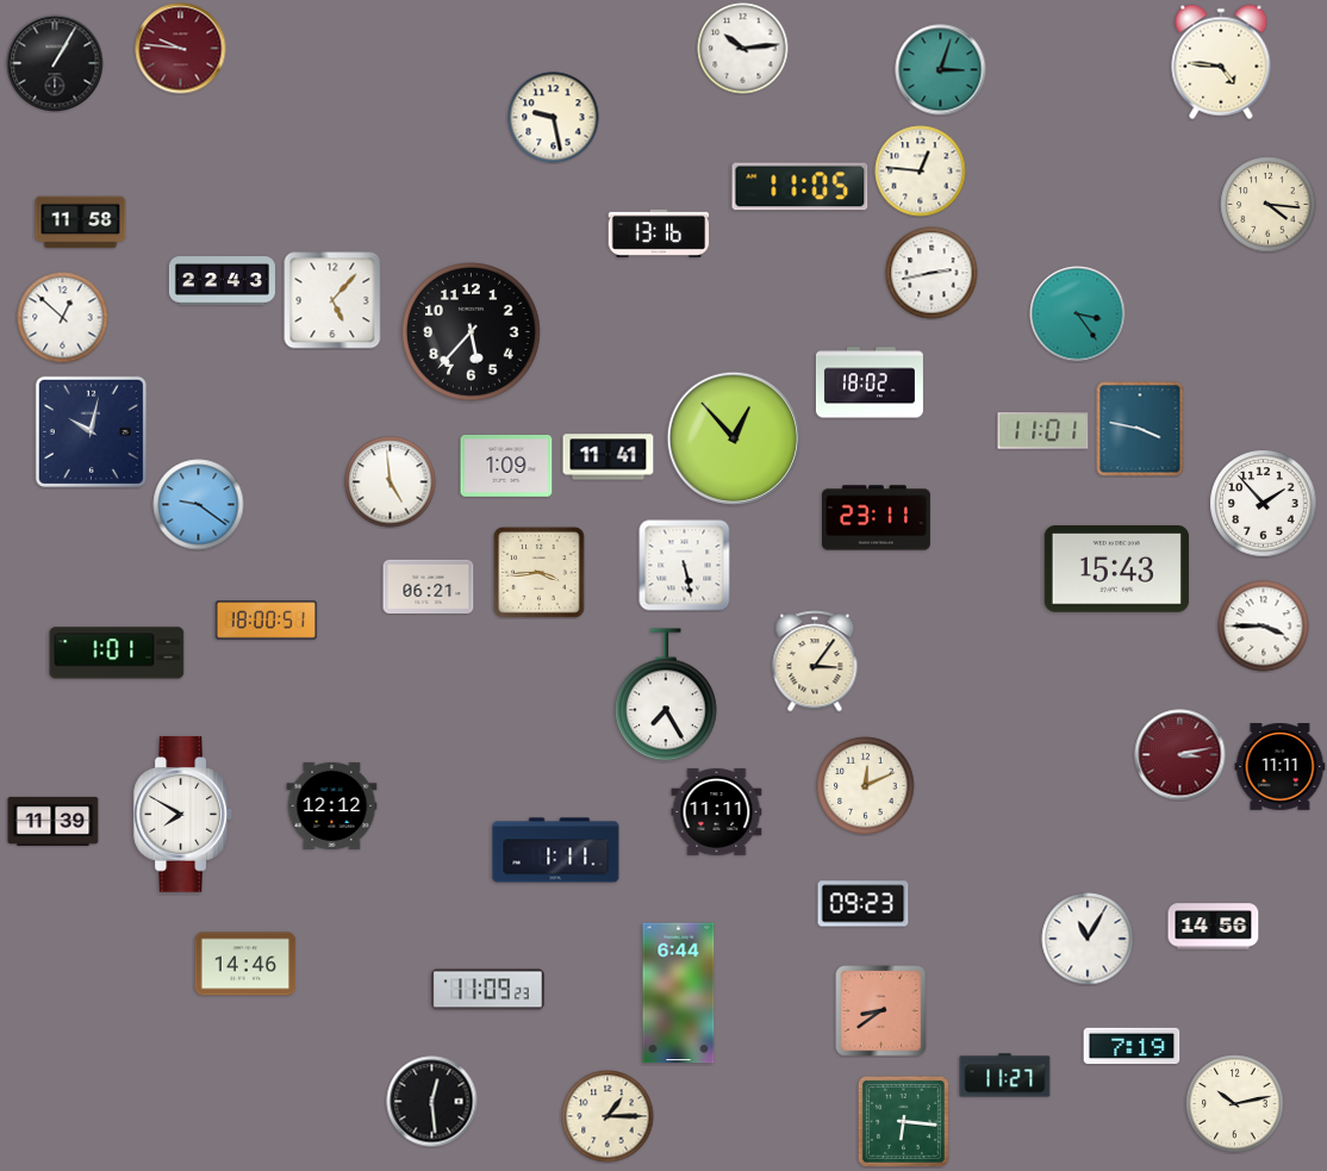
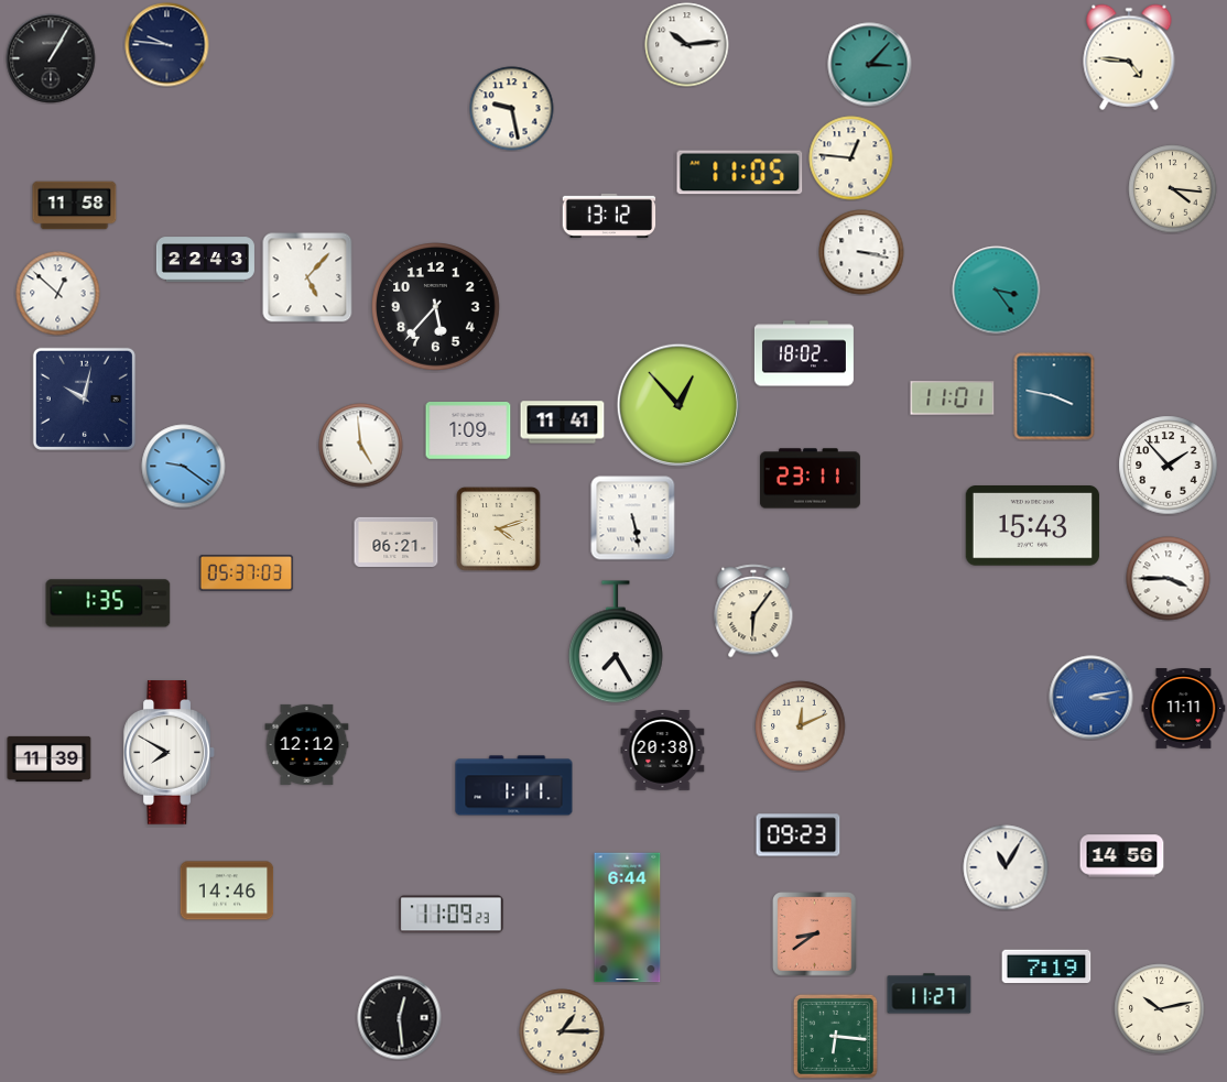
clock at (181, 49) dial: burgundy -> navy
clock at (941, 70): 3:03 -> 3:07
clock at (659, 233): 13:16 -> 13:12
clock at (932, 273): 2:43 -> 3:17
clock at (1043, 431) position: (1043, 431) -> (953, 398)
clock at (685, 566) position: (685, 566) -> (633, 518)
clock at (540, 573): 3:44 -> 4:12
clock at (267, 621): 18:00 -> 05:37
clock at (117, 653): 1:01 -> 1:35
clock at (815, 661): 3:06 -> 6:06
clock at (1180, 755) dial: burgundy -> blue
clock at (717, 812): 11:11 -> 20:38
clock at (1235, 1104) position: (1235, 1104) -> (1160, 1009)
